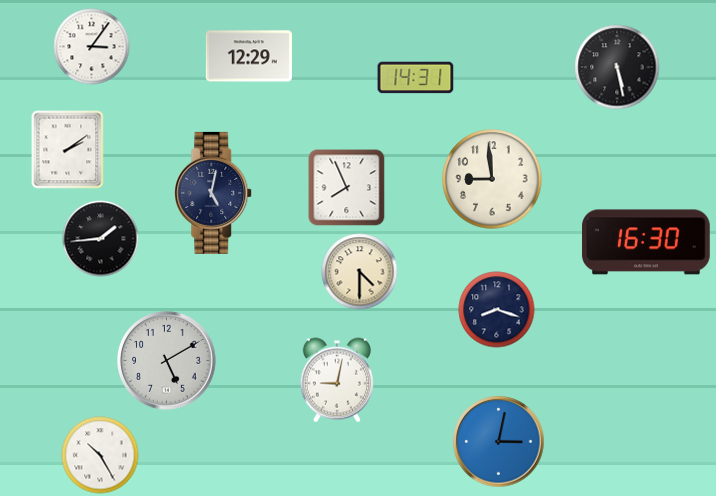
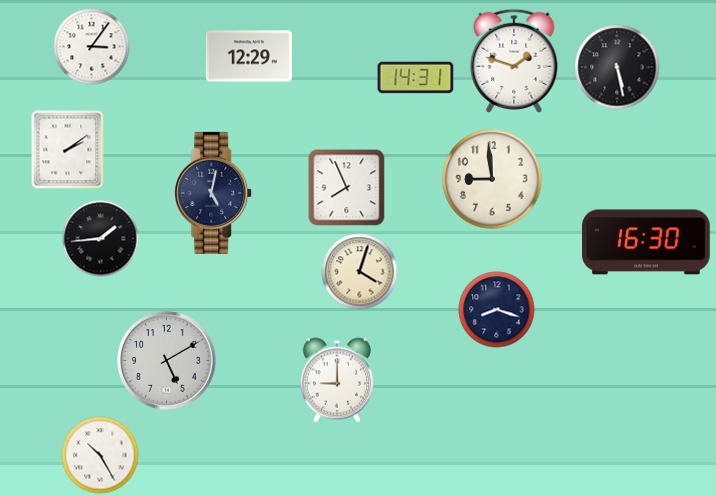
clock at (514, 61): none -> 1:48
clock at (360, 272): 4:30 -> 4:03
clock at (337, 380): 9:02 -> 9:00
clock at (499, 442): 3:02 -> none
